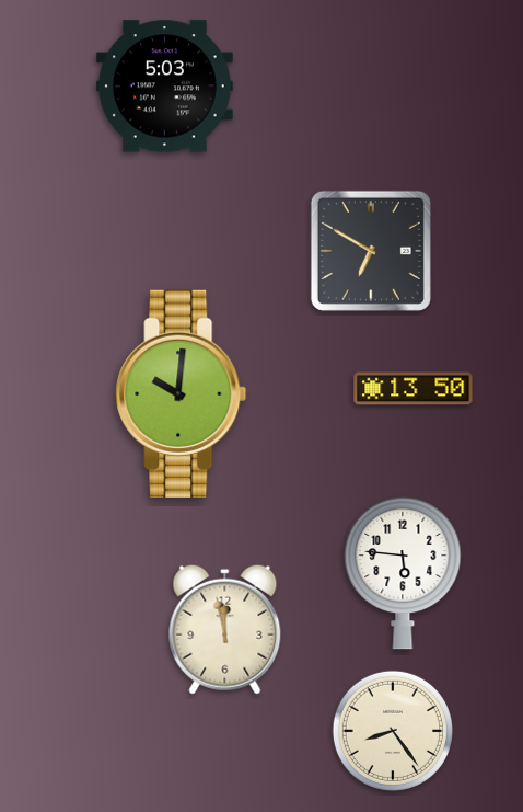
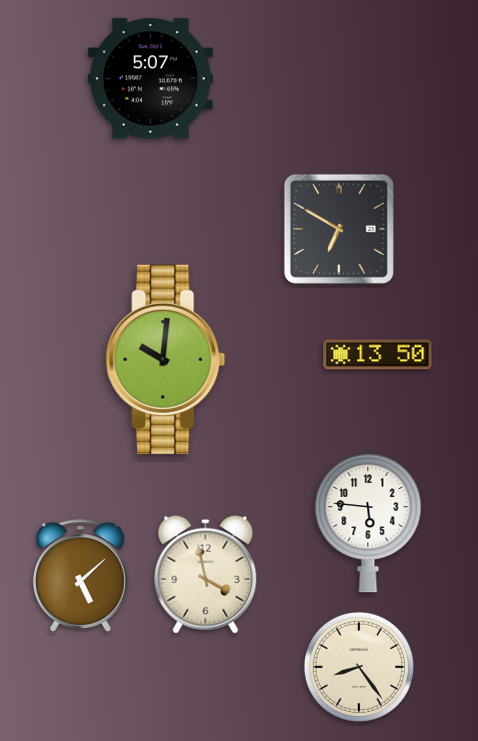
clock at (164, 87): 5:03 -> 5:07
clock at (225, 629): 11:58 -> 3:58
clock at (80, 576): none -> 5:08
